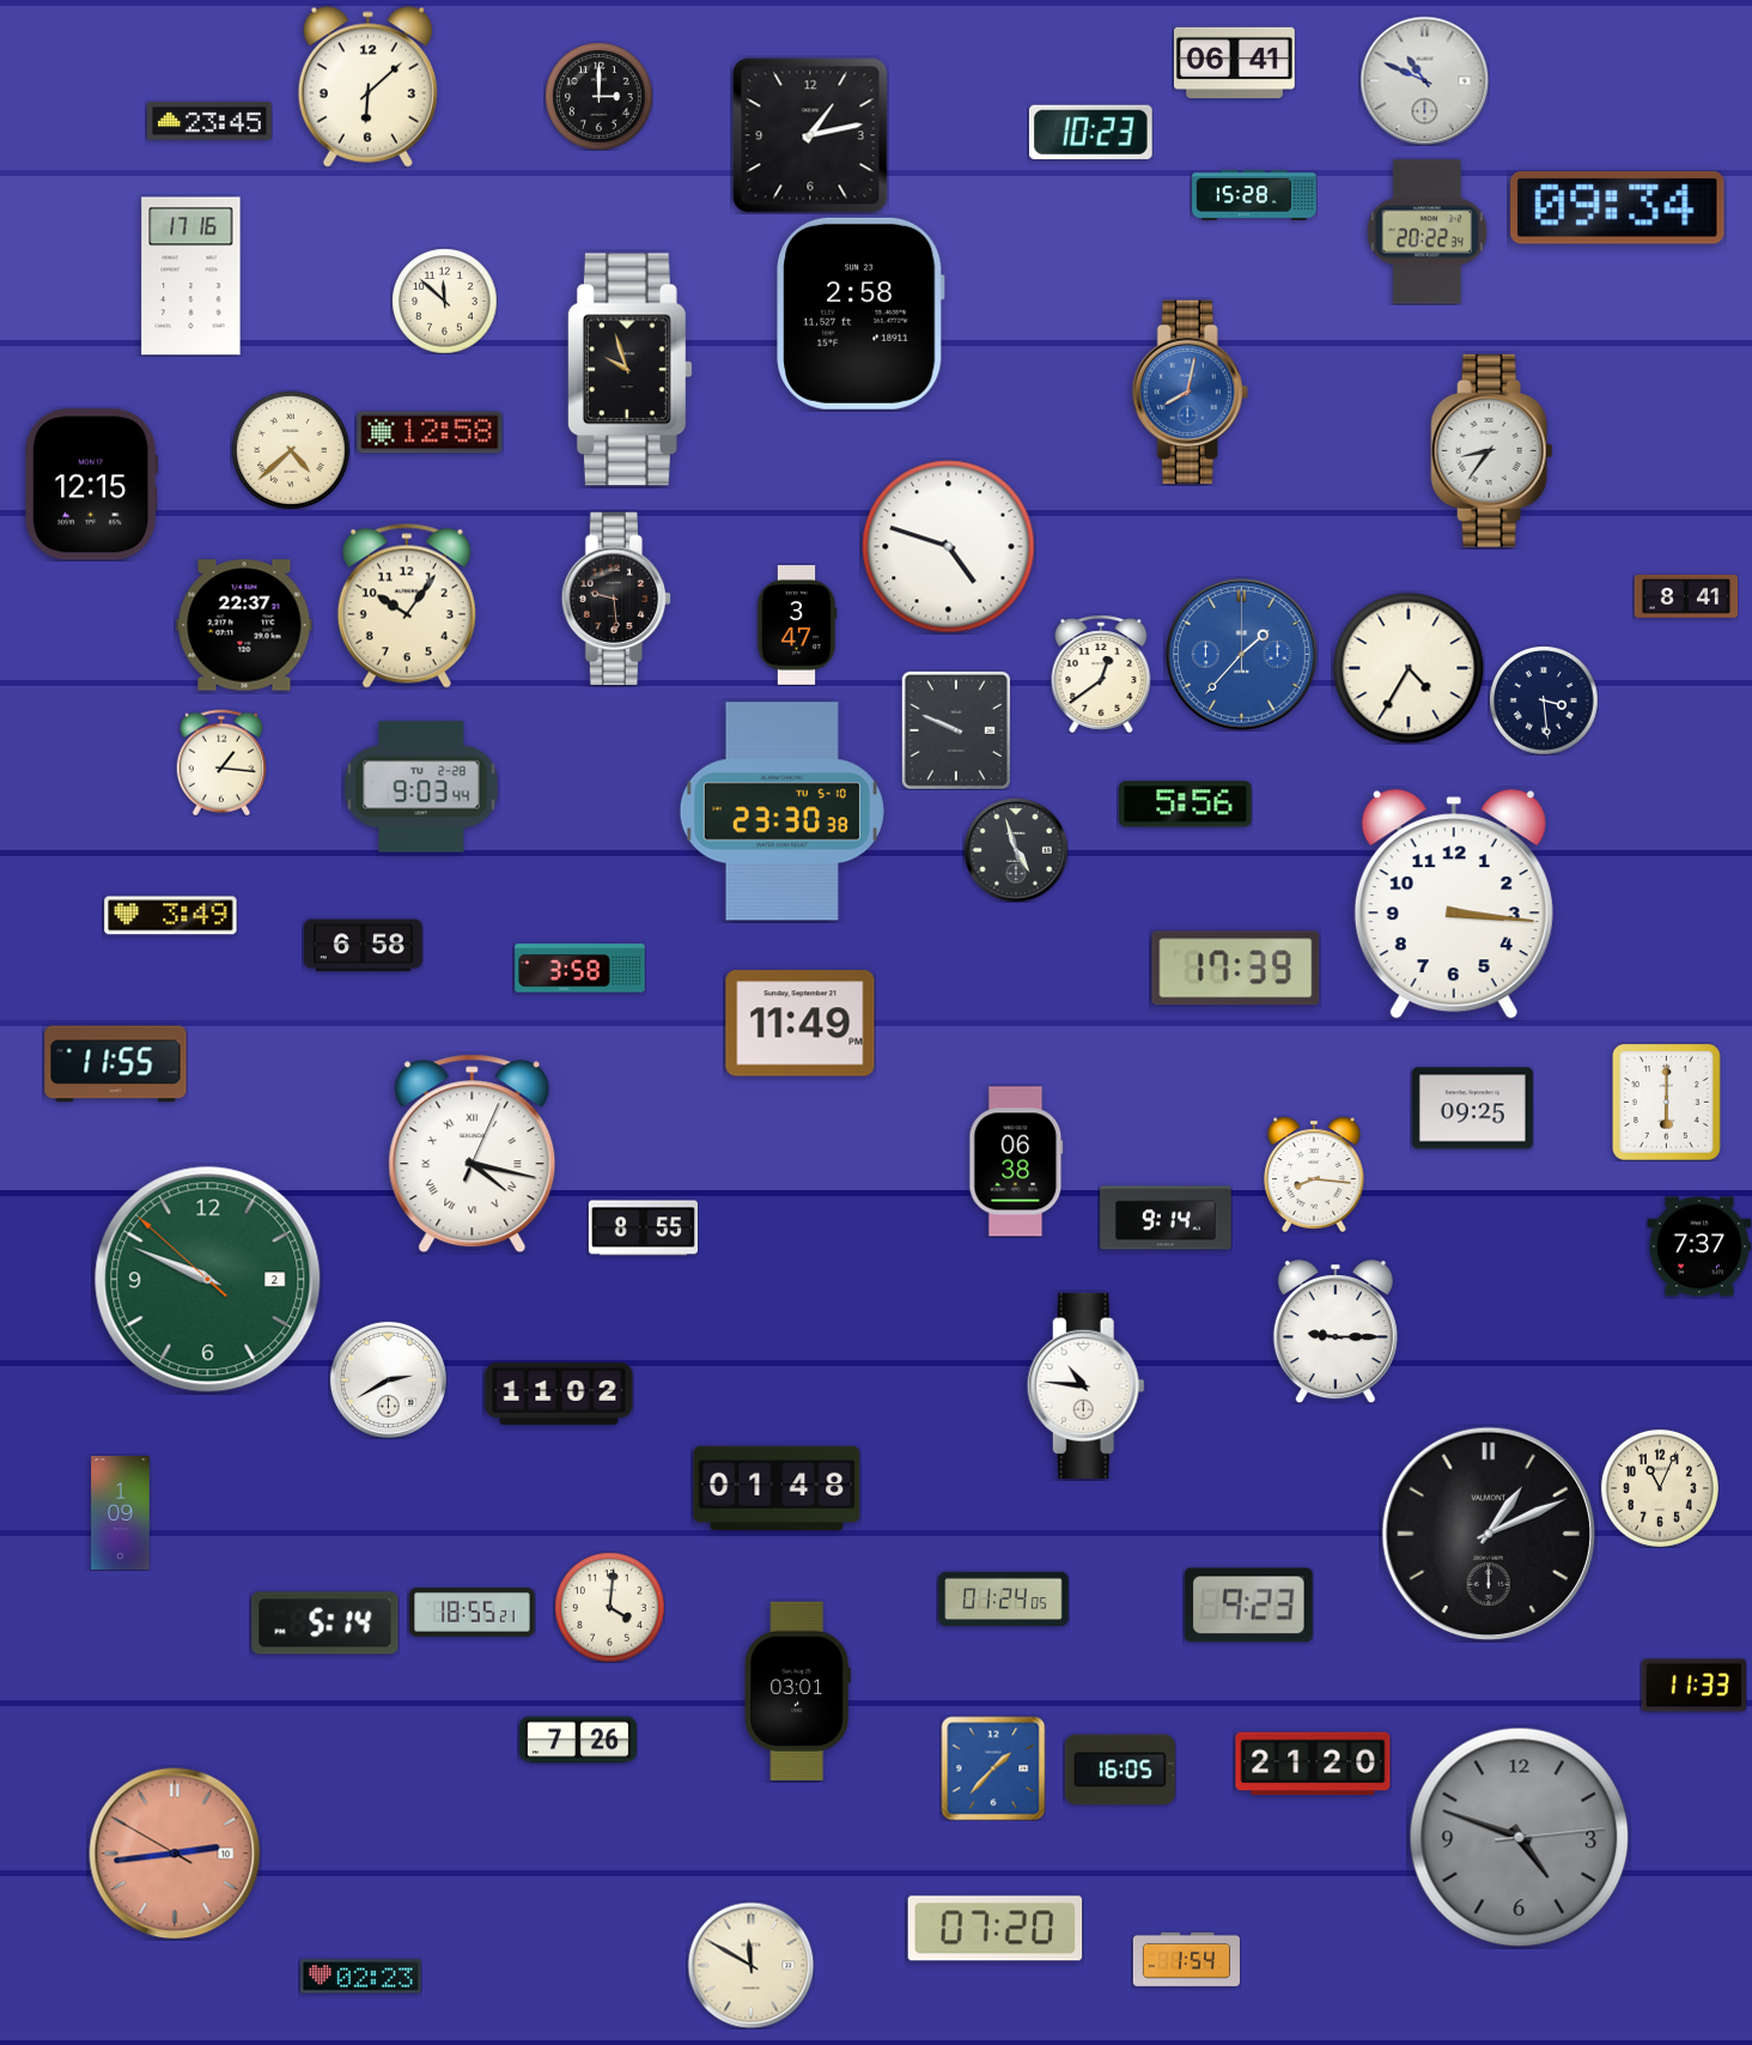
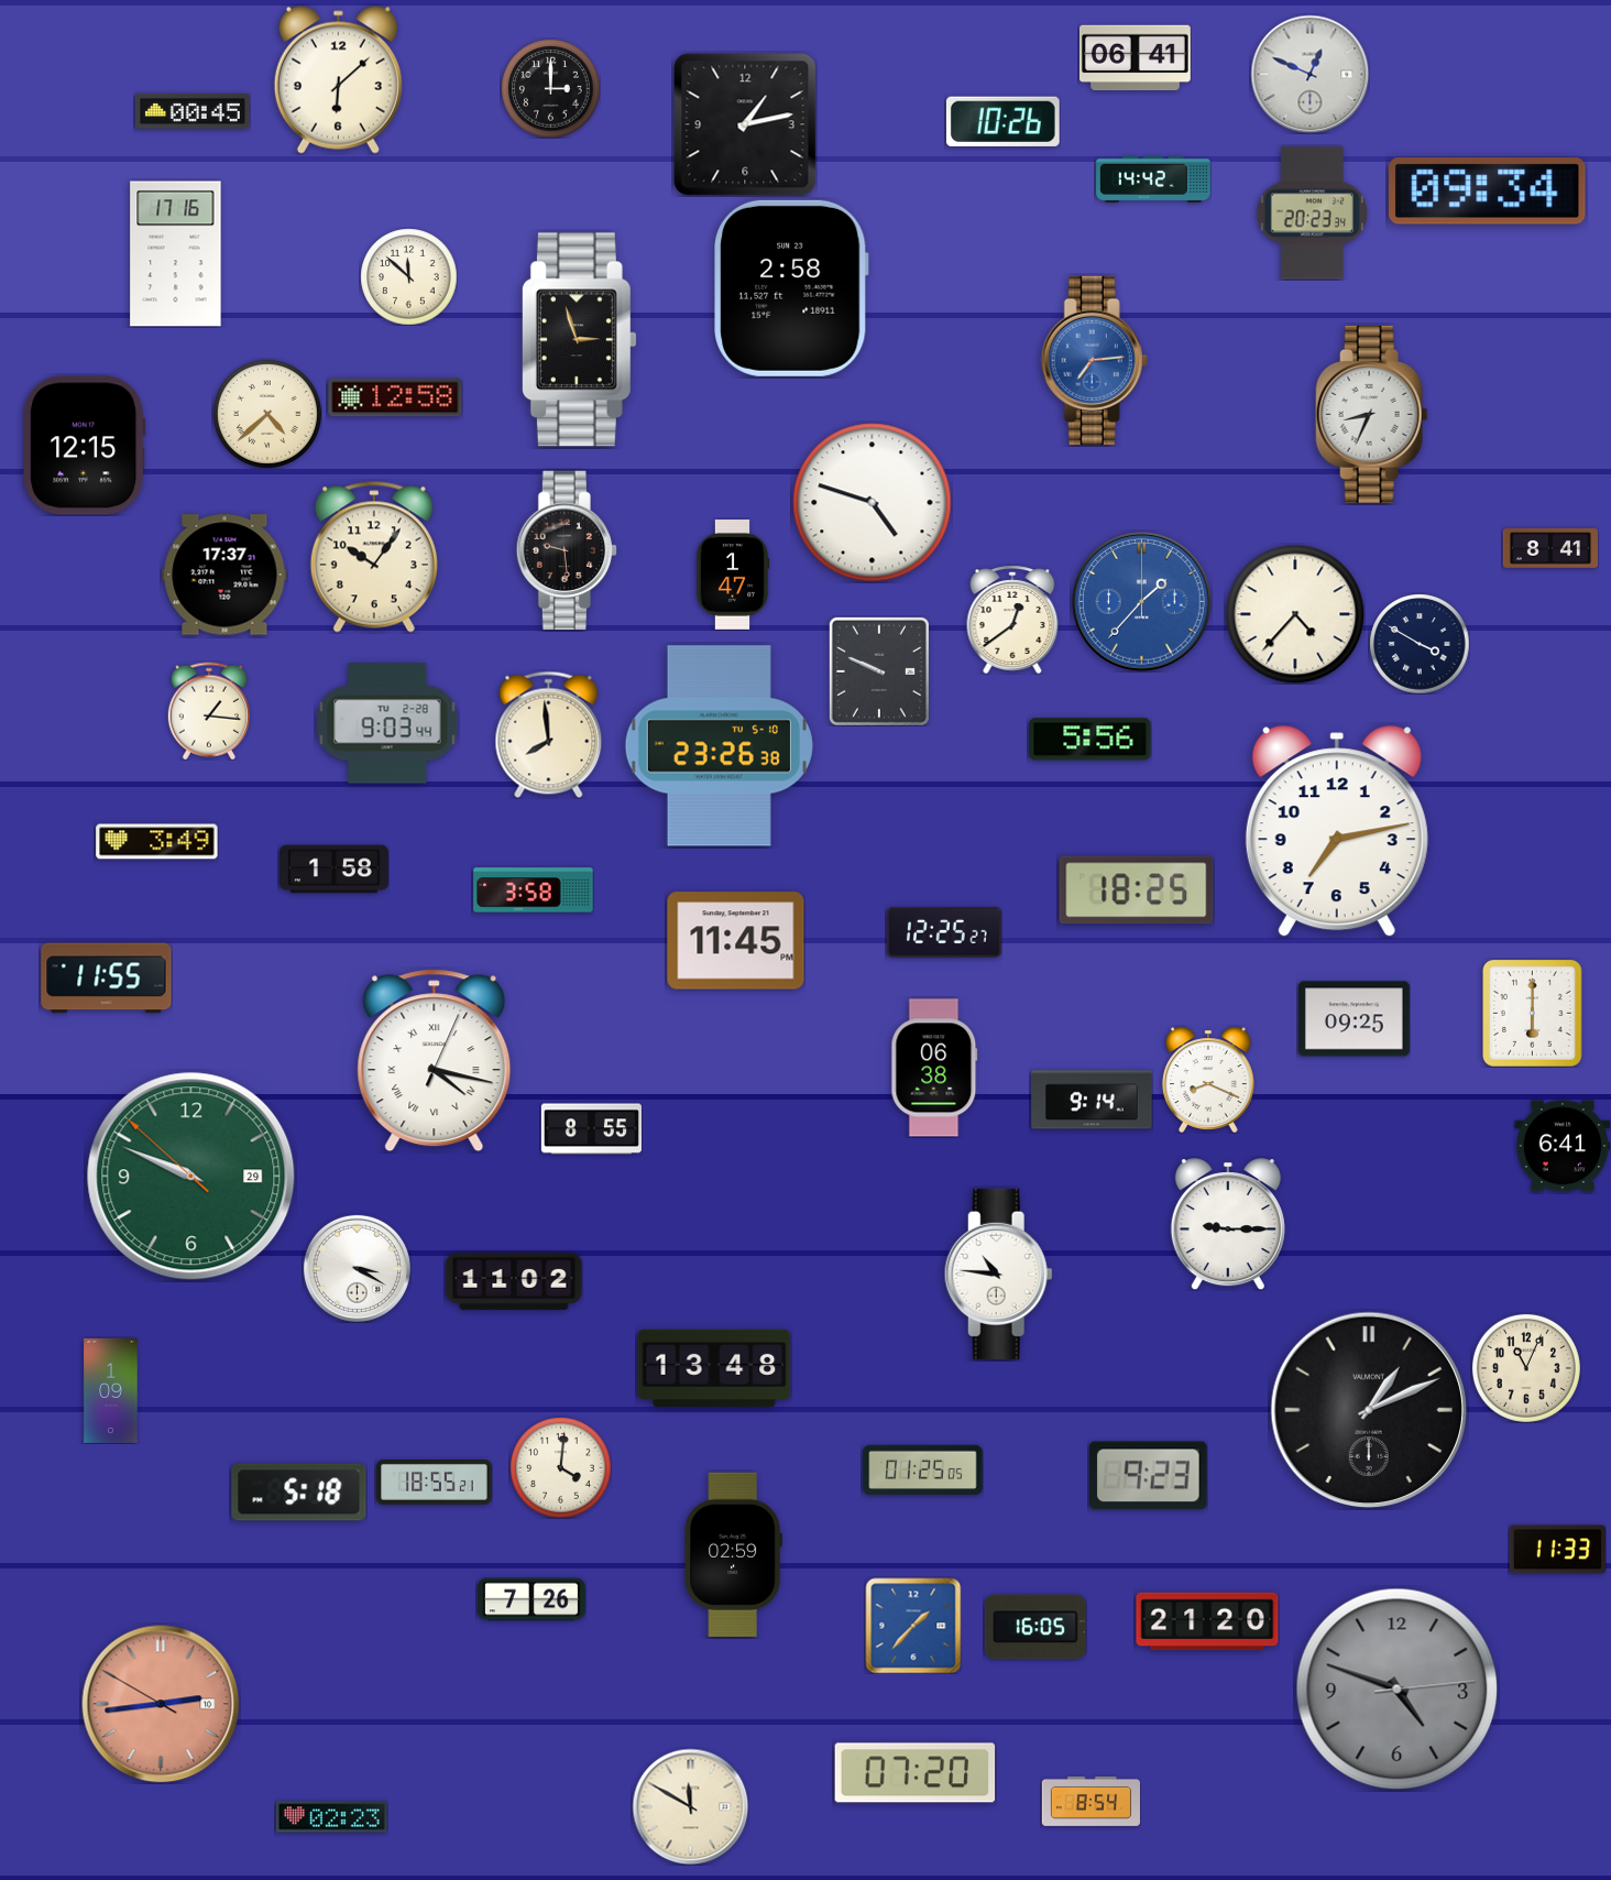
clock at (1424, 80): 10:49 -> 12:49
clock at (209, 122): 23:45 -> 00:45
clock at (1090, 132): 10:23 -> 10:26
clock at (1254, 195): 15:28 -> 14:42
clock at (1426, 232): 20:22 -> 20:23
clock at (629, 370): 9:57 -> 2:57
clock at (1190, 392): 8:02 -> 7:14
clock at (1492, 450): 8:36 -> 8:34
clock at (244, 625): 22:37 -> 17:37
clock at (797, 626): 3:47 -> 1:47
clock at (1409, 668): 4:35 -> 4:37
clock at (1544, 700): 3:29 -> 3:50
clock at (220, 763) position: (220, 763) -> (208, 711)
clock at (549, 734): none -> 7:59
clock at (781, 812): 23:30 -> 23:26
clock at (1016, 850): 4:57 -> none
clock at (1454, 905): 3:16 -> 7:13
clock at (363, 946): 6:58 -> 1:58
clock at (1236, 969): 17:39 -> 18:25
clock at (945, 932): none -> 12:25
clock at (801, 1024): 11:49 -> 11:45
clock at (1315, 1175): 8:16 -> 8:19
clock at (1166, 1218) position: (1166, 1218) -> (1092, 1100)
clock at (1699, 1246): 7:37 -> 6:41
clock at (208, 1280) date: 2 -> 29
clock at (388, 1379): 2:40 -> 3:20
clock at (777, 1488): 01:48 -> 13:48
clock at (1004, 1600): 01:24 -> 01:25
clock at (610, 1608) position: (610, 1608) -> (561, 1468)
clock at (326, 1624): 5:14 -> 5:18
clock at (797, 1691): 03:01 -> 02:59
clock at (1120, 1770) position: (1120, 1770) -> (1035, 1627)
clock at (1186, 1959): 1:54 -> 8:54
